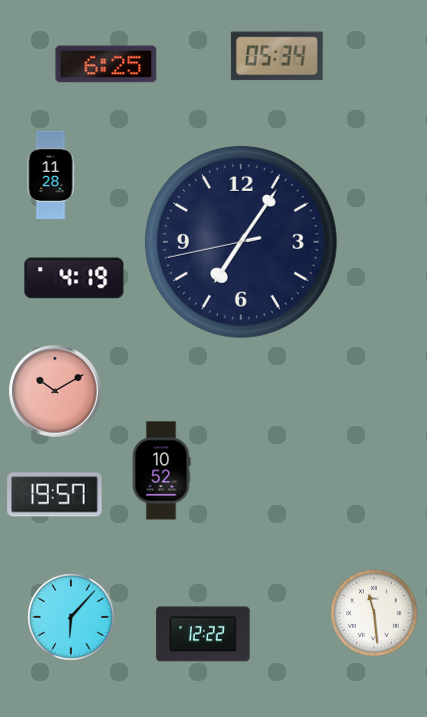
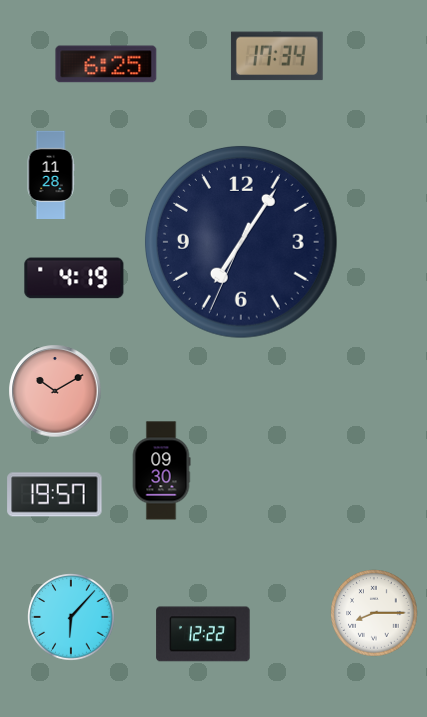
clock at (277, 56): 05:34 -> 17:34
clock at (241, 242): 7:05:43 -> 7:05:34
clock at (161, 471): 10:52 -> 09:30
clock at (374, 613): 11:29 -> 8:15
